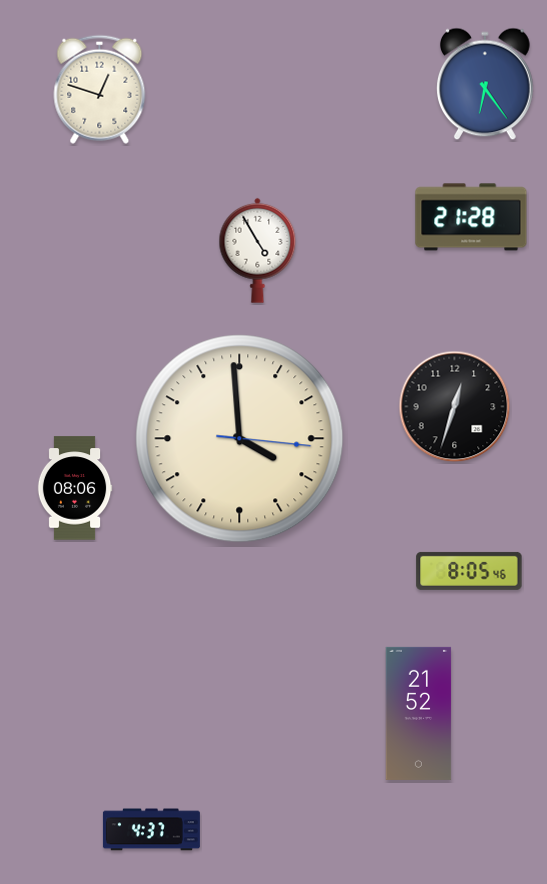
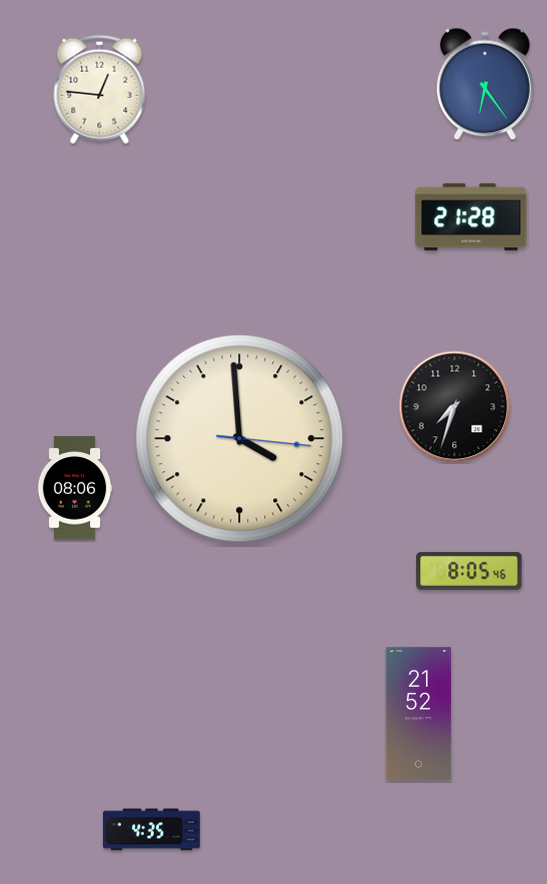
clock at (100, 89): 12:48 -> 12:46
clock at (258, 250): 4:55 -> none
clock at (455, 407): 12:33 -> 7:33
clock at (151, 830): 4:37 -> 4:35
